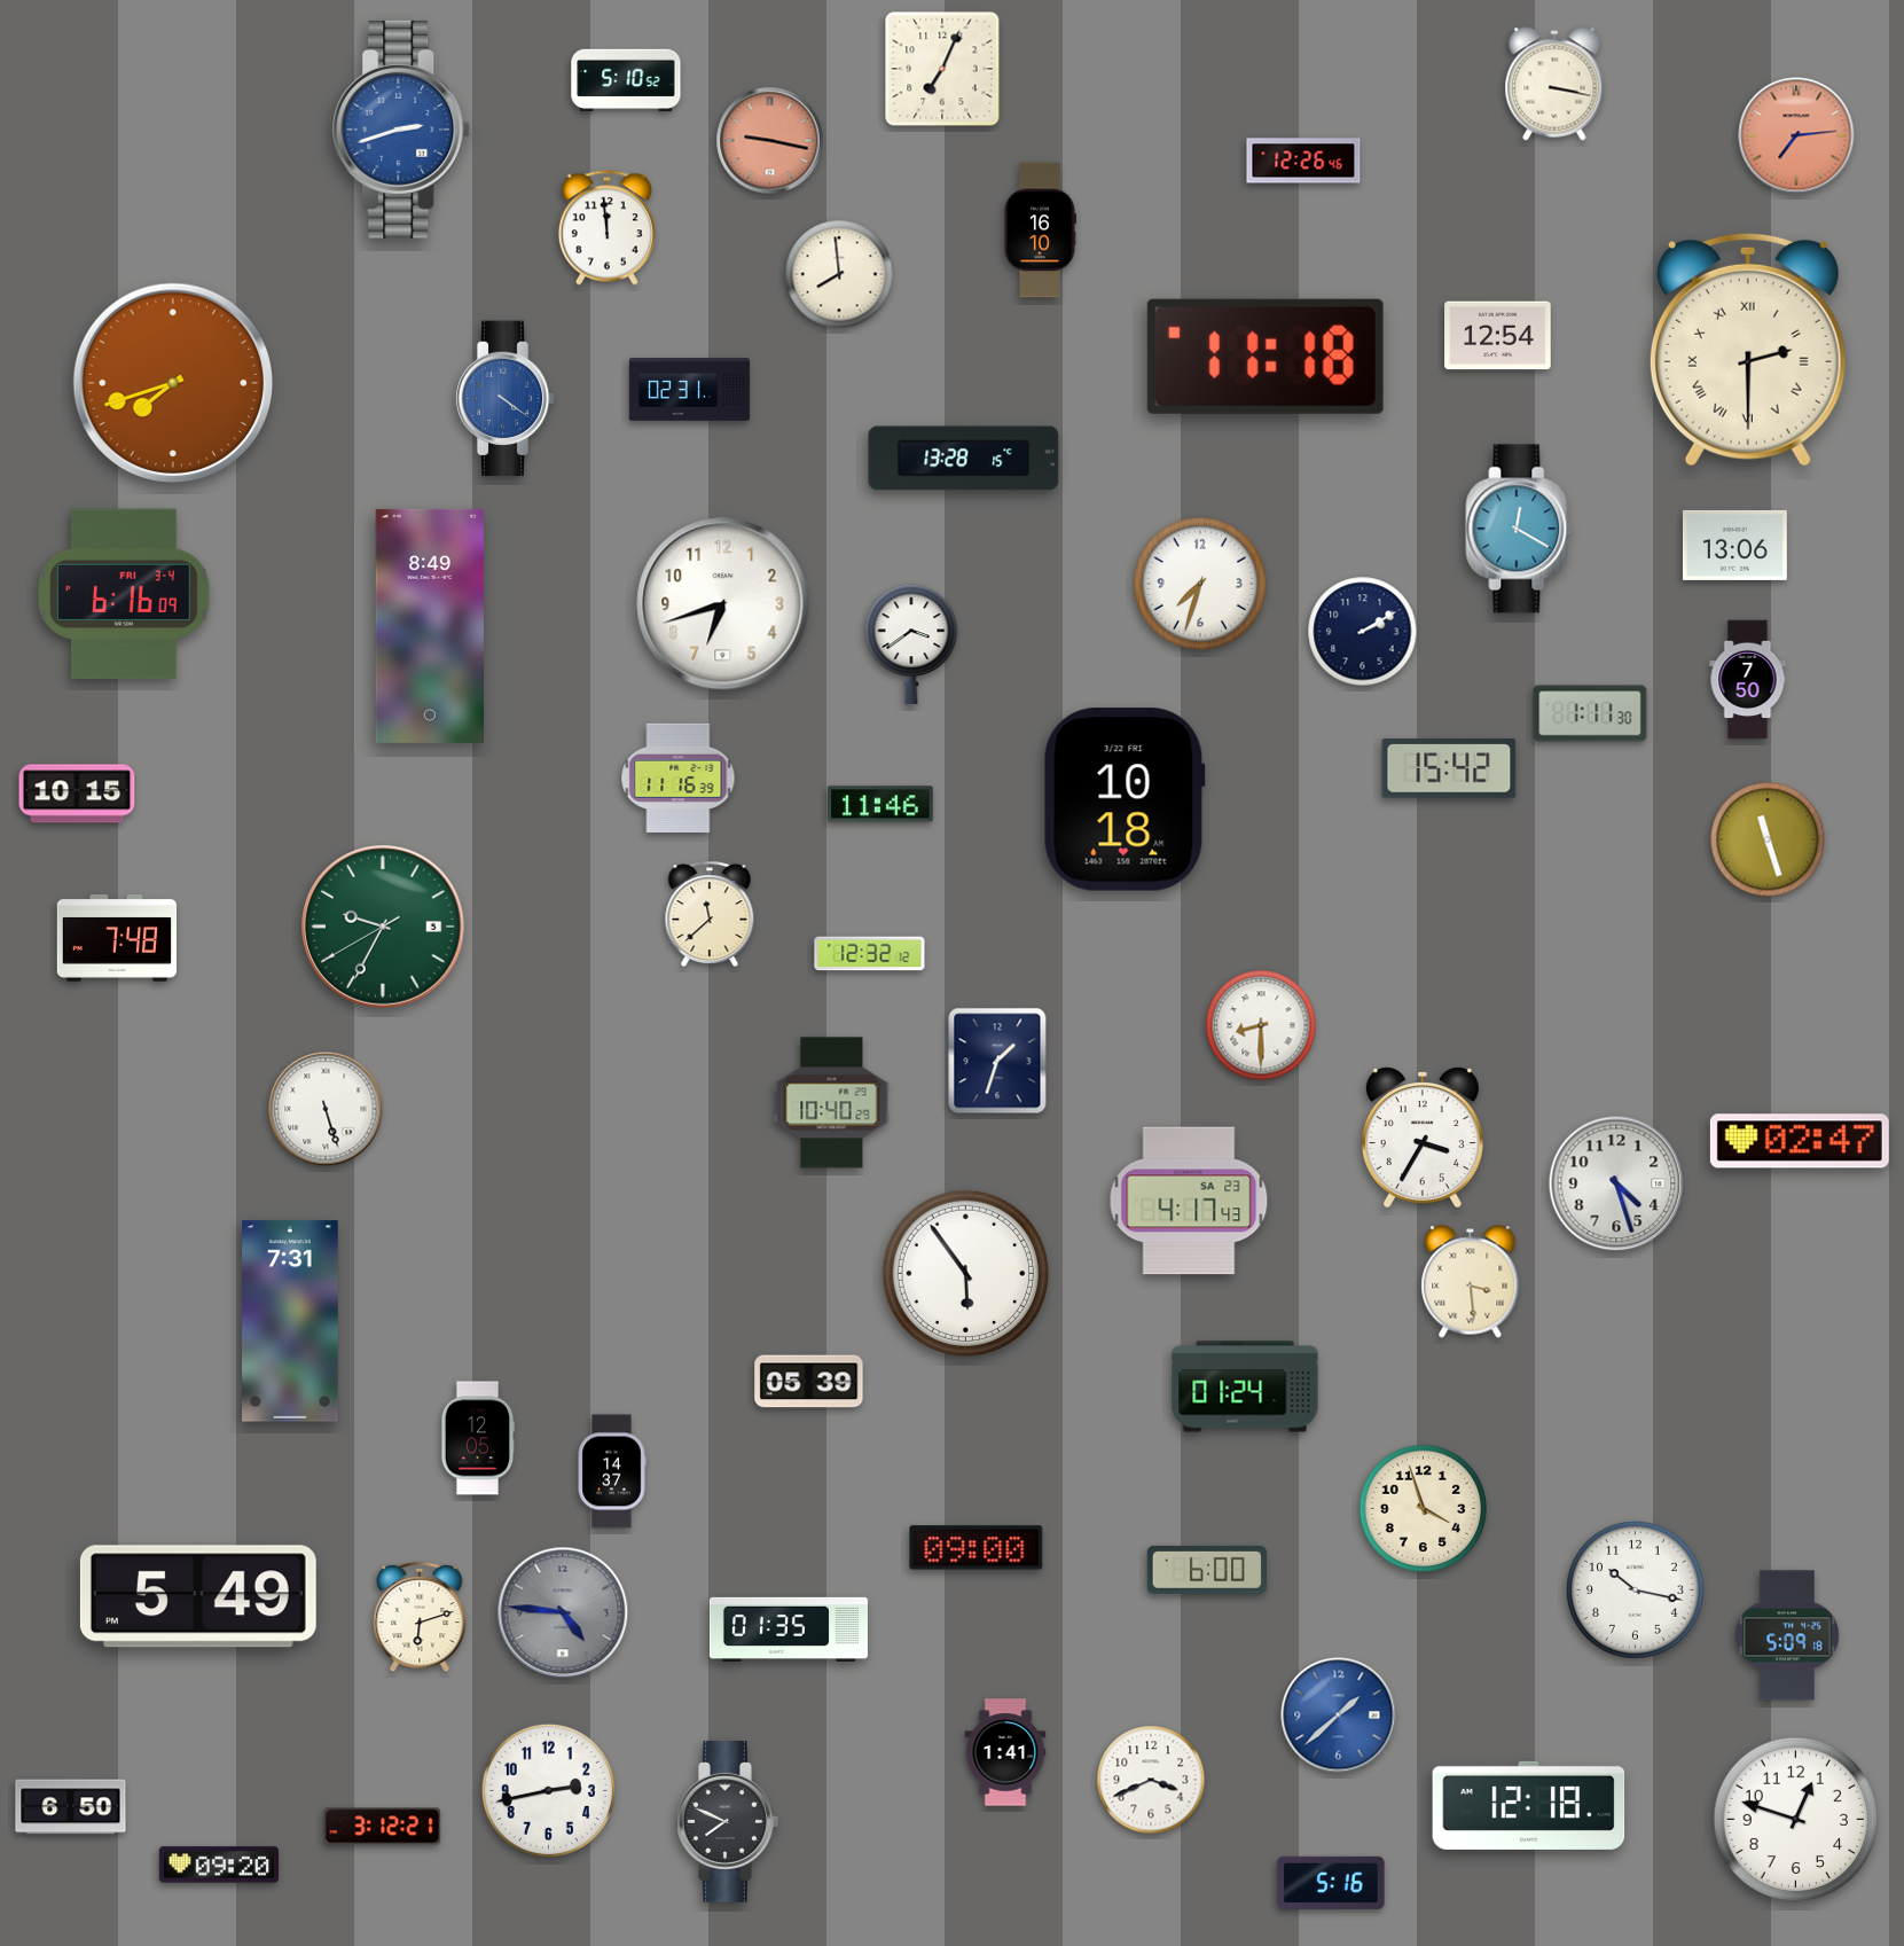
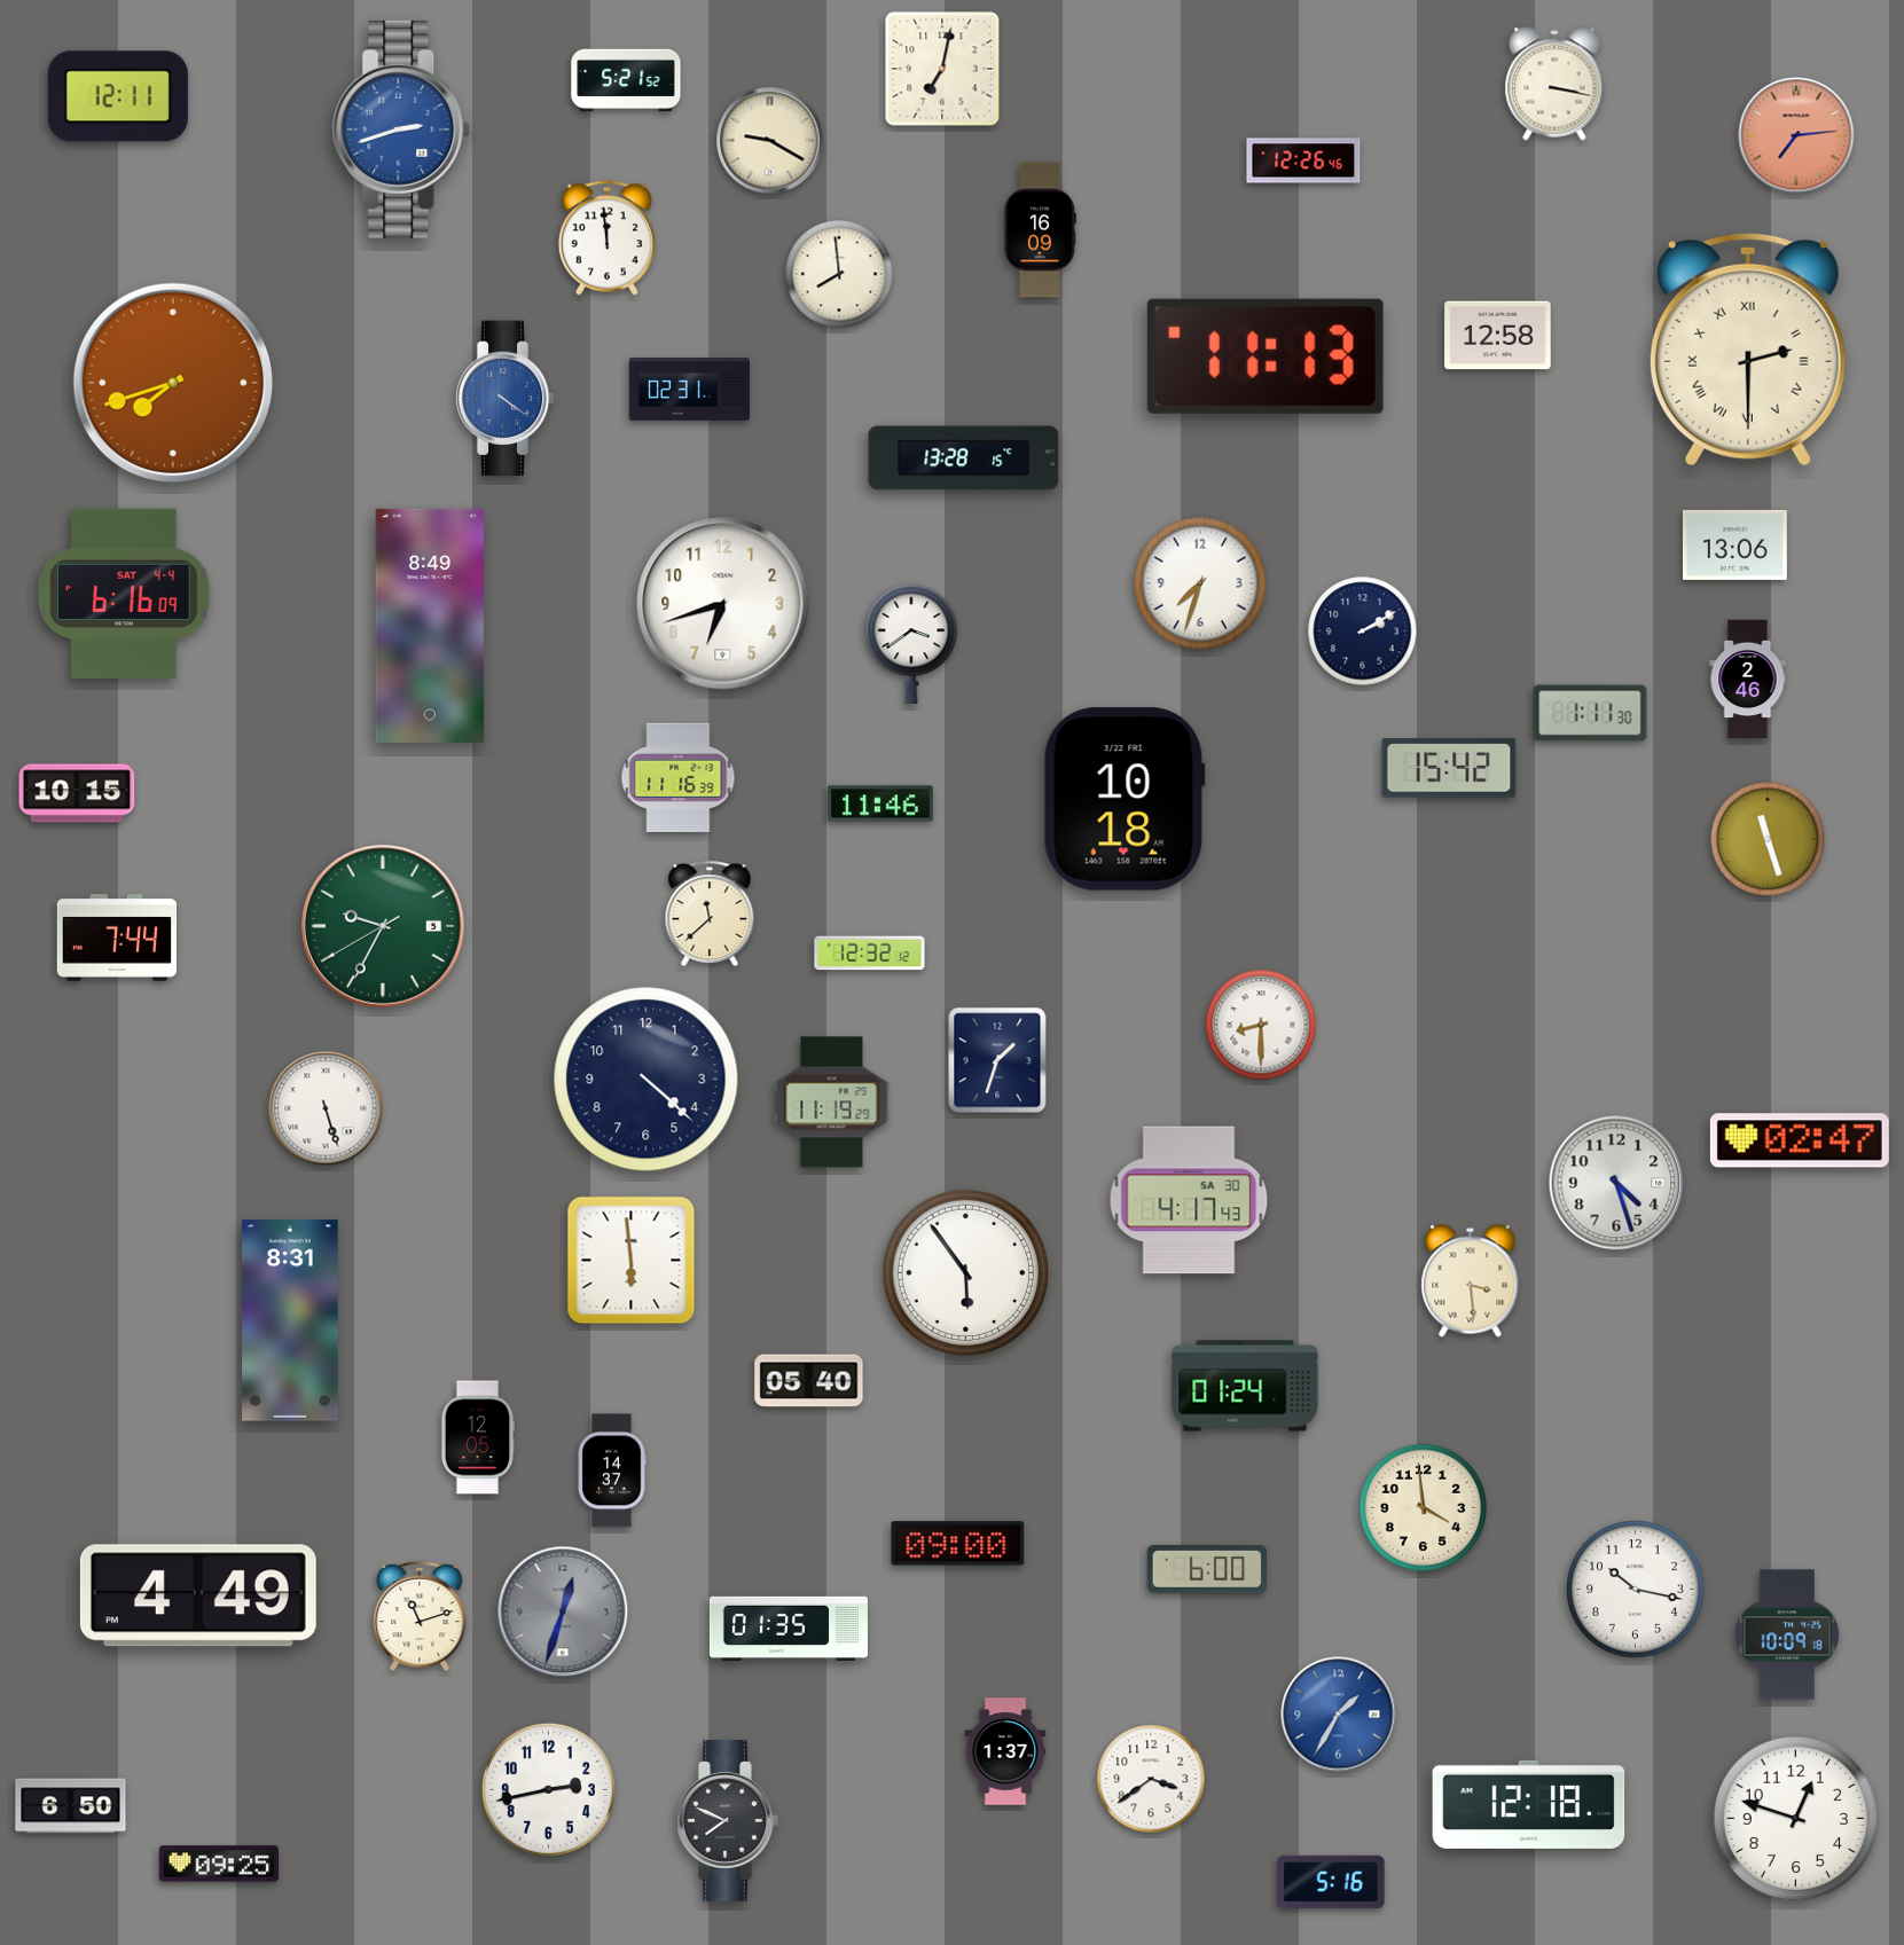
clock at (942, 69): 7:04 -> 7:02
clock at (626, 80): 5:10 -> 5:21
clock at (118, 96): none -> 12:11
clock at (770, 141): 9:17 -> 9:20
clock at (770, 141) dial: salmon -> cream
clock at (606, 228) position: (606, 228) -> (606, 238)
clock at (1040, 230): 16:10 -> 16:09
clock at (1498, 336): 12:54 -> 12:58
clock at (1266, 357): 11:18 -> 11:13
clock at (1519, 529): 12:20 -> none
clock at (124, 594) date: FRI 3-4 -> SAT 4-4
clock at (1748, 680): 7:50 -> 2:46
clock at (116, 938): 7:48 -> 7:44
clock at (647, 1080): none -> 4:22
clock at (832, 1103): 10:40 -> 11:19
clock at (1423, 1138): 3:35 -> none
clock at (1189, 1201) date: SA 23 -> SA 30
clock at (632, 1261): none -> 5:59
clock at (291, 1321): 7:31 -> 8:31
clock at (809, 1382): 05:39 -> 05:40
clock at (1424, 1509): 3:57 -> 3:59
clock at (977, 1548) position: (977, 1548) -> (958, 1544)
clock at (198, 1596): 5:49 -> 4:49
clock at (563, 1612): 4:46 -> 12:33
clock at (420, 1617): 6:12 -> 11:12
clock at (1788, 1635): 5:09 -> 10:09
clock at (1339, 1716): 1:38 -> 1:35
clock at (1005, 1752): 1:41 -> 1:37
clock at (1151, 1780): 3:41 -> 3:39
clock at (383, 1827): 3:12 -> none
clock at (218, 1865): 09:20 -> 09:25
